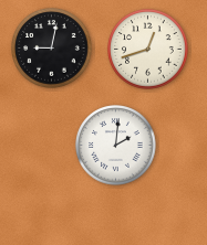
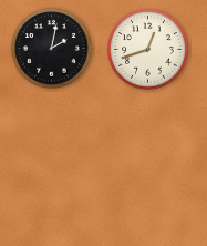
clock at (52, 49): 9:02 -> 2:02
clock at (116, 146): 2:01 -> none
